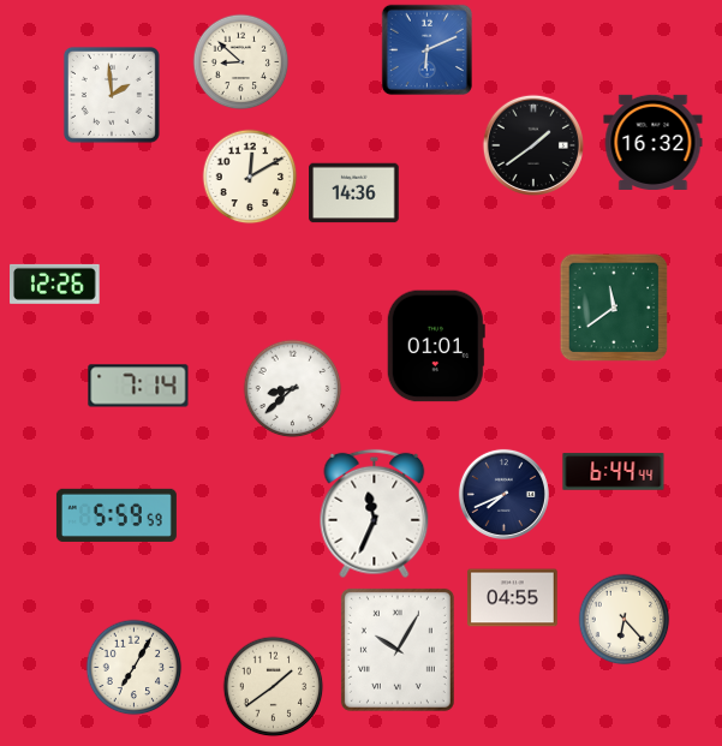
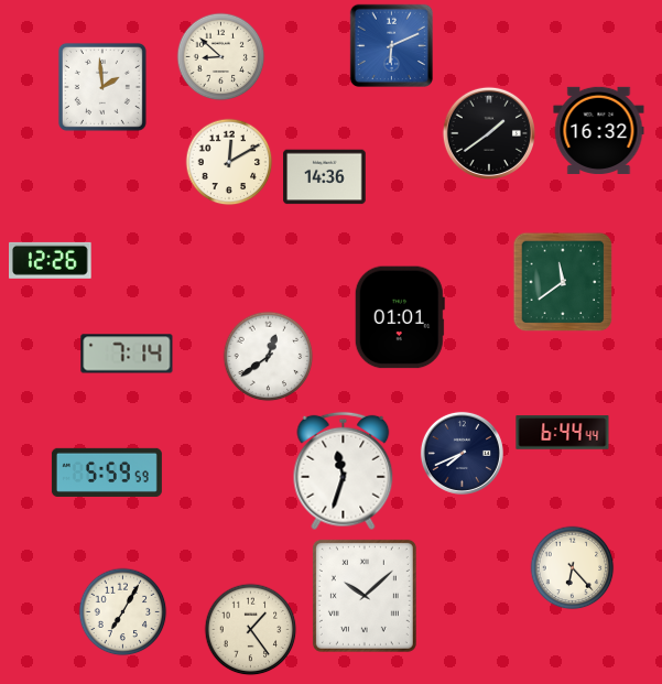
clock at (293, 389): 8:38 -> 12:39
clock at (375, 514): 11:34 -> 11:33
clock at (513, 598): 04:55 -> none
clock at (398, 650): 10:05 -> 10:08
clock at (274, 687): 1:39 -> 1:24
